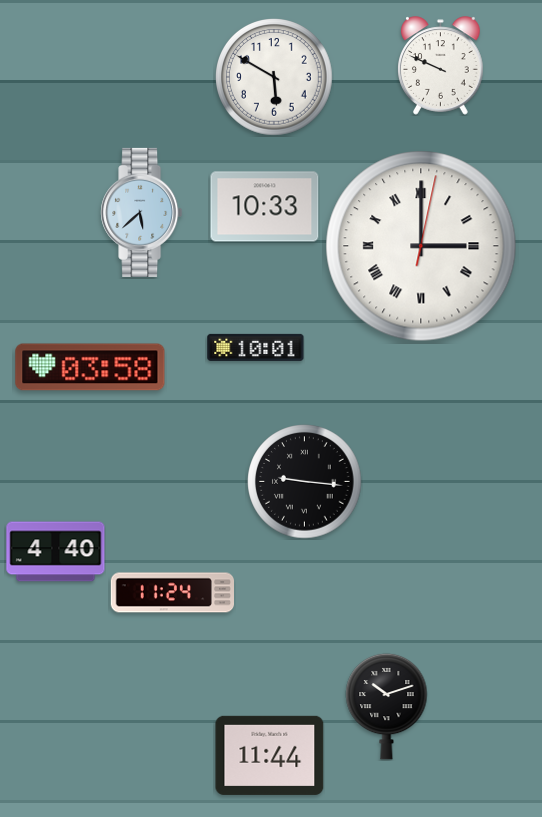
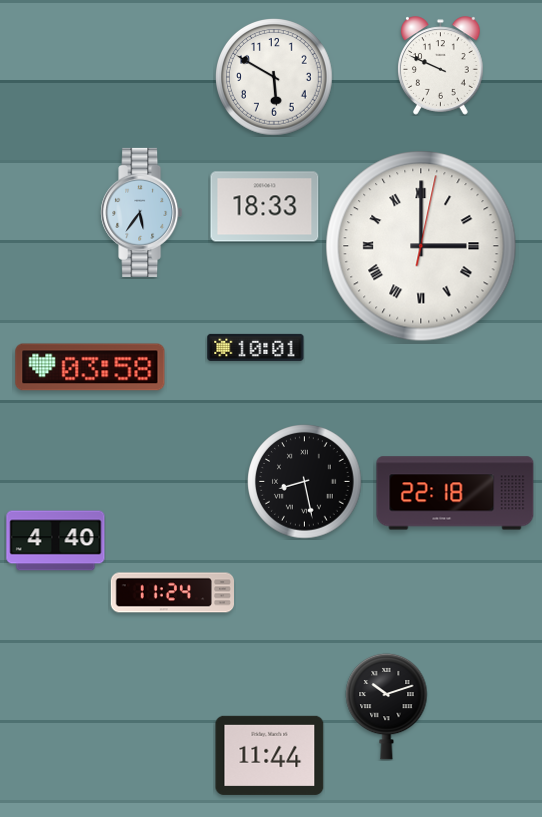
clock at (265, 207): 10:33 -> 18:33
clock at (142, 212): 5:38 -> 5:36
clock at (305, 482): 9:16 -> 8:28
clock at (455, 493): none -> 22:18
clock at (56, 552) position: (56, 552) -> (56, 541)
